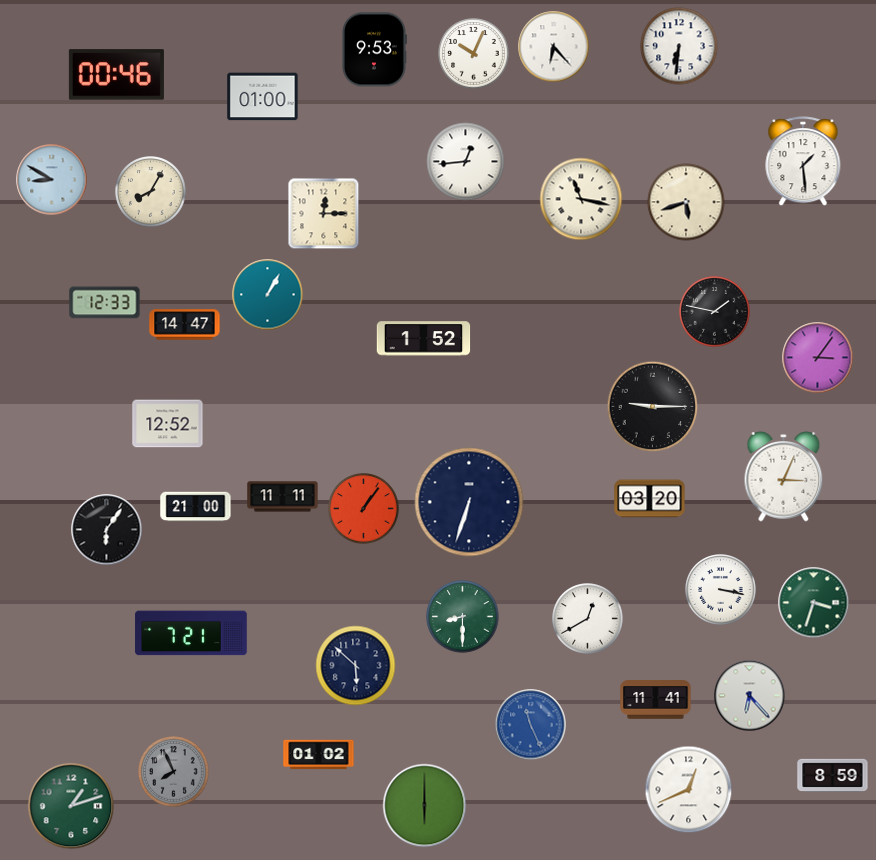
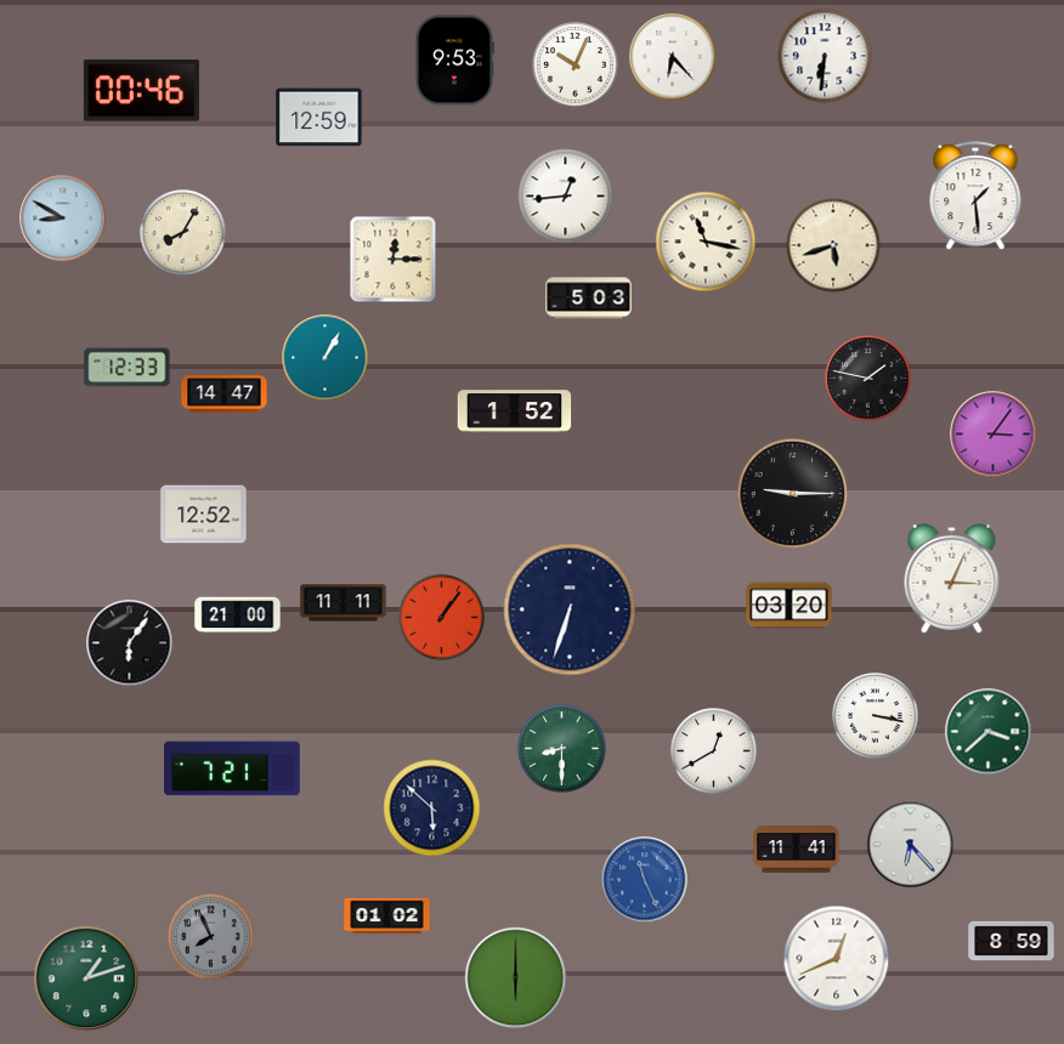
clock at (263, 97): 01:00 -> 12:59
clock at (589, 299): none -> 5:03
clock at (814, 603): 3:33 -> 3:38
